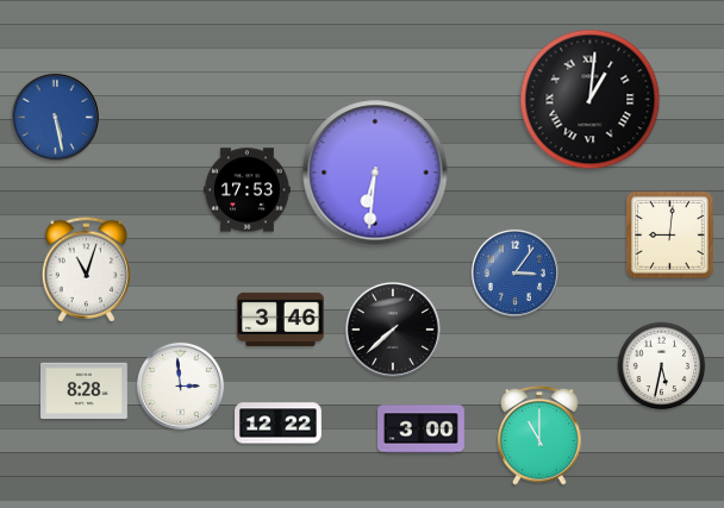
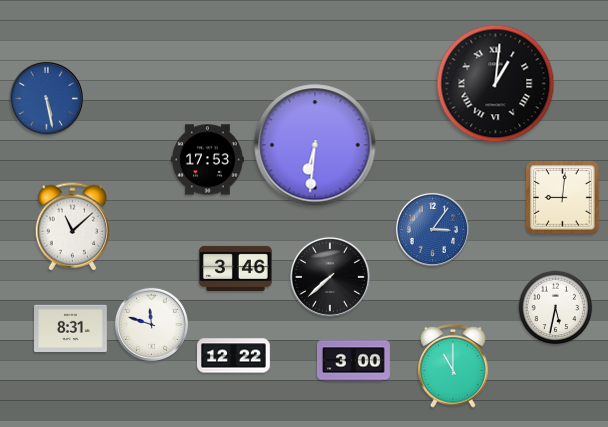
clock at (86, 270): 11:03 -> 11:08
clock at (180, 385): 2:59 -> 11:48
clock at (85, 391): 8:28 -> 8:31
